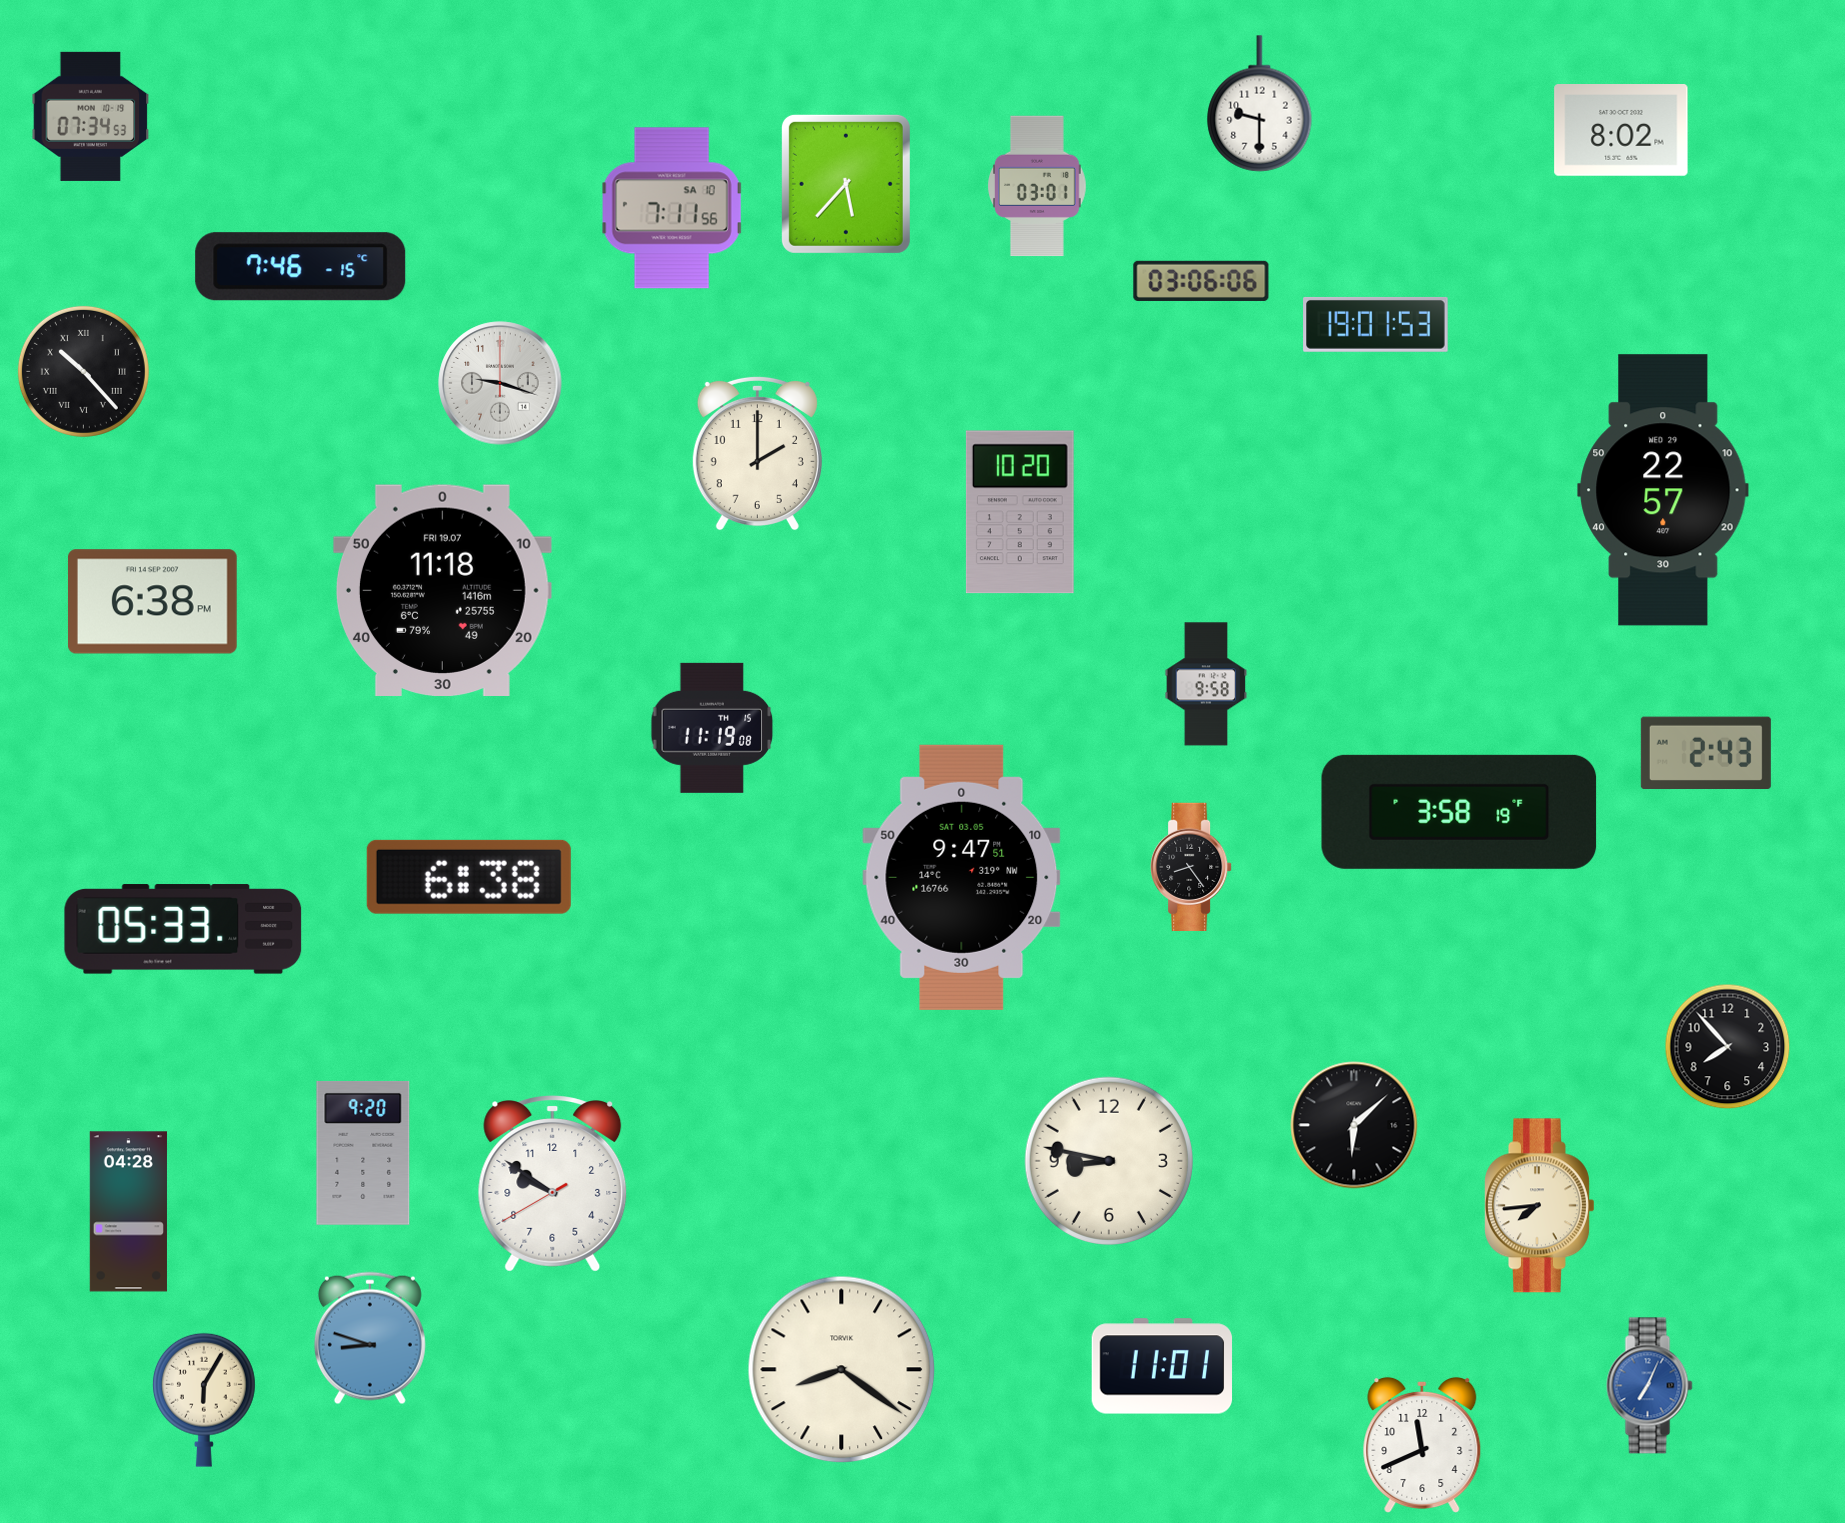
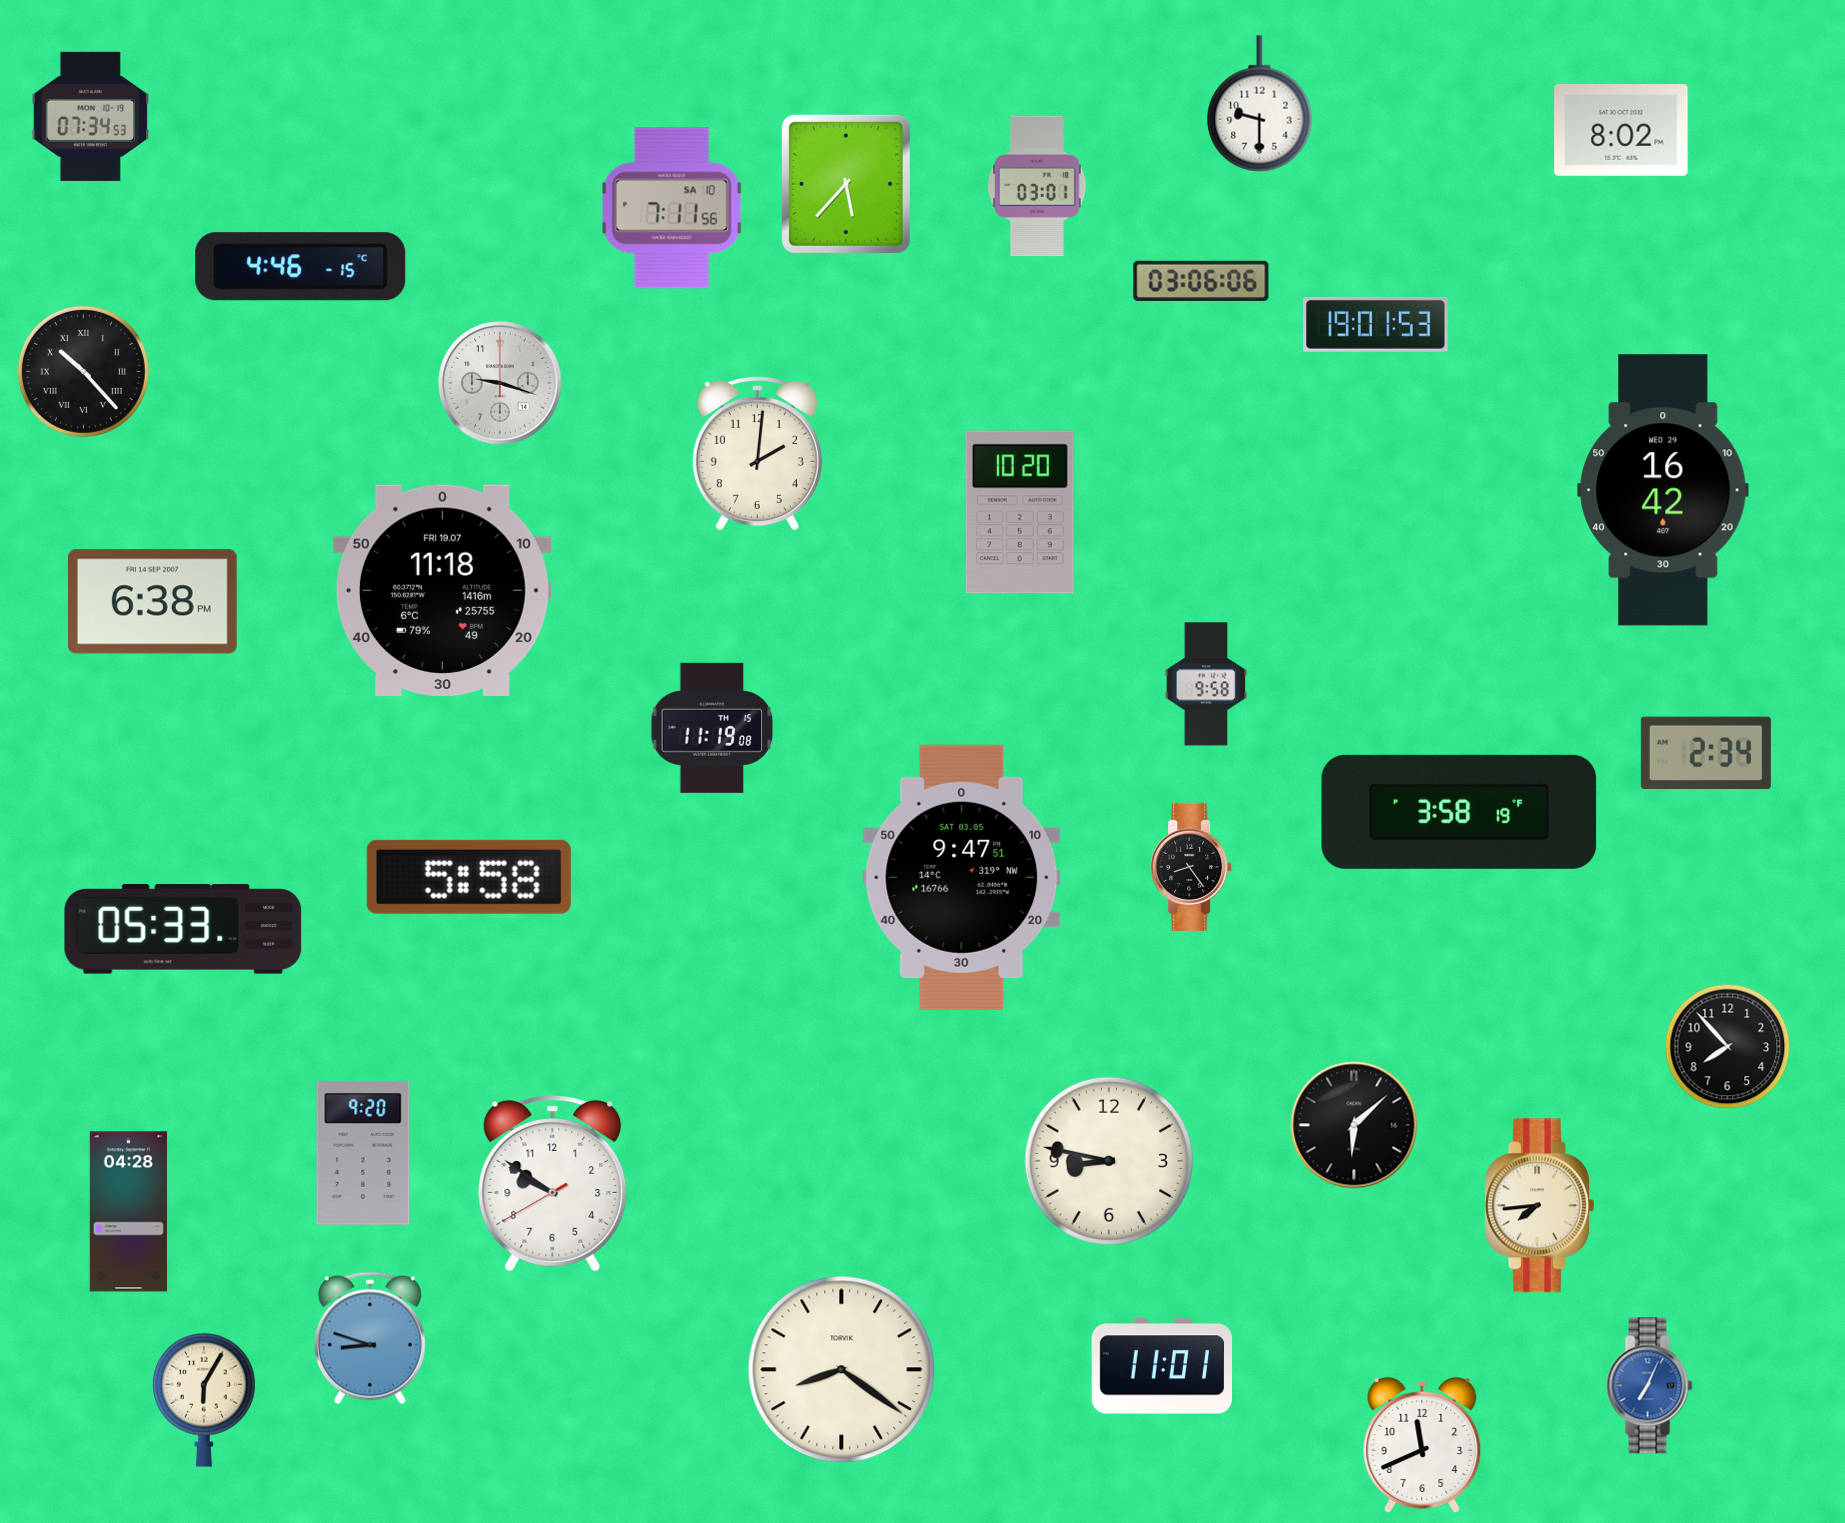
clock at (301, 267): 7:46 -> 4:46
clock at (757, 453): 2:00 -> 2:01
clock at (1663, 490): 22:57 -> 16:42
clock at (1706, 752): 2:43 -> 2:34
clock at (469, 877): 6:38 -> 5:58
